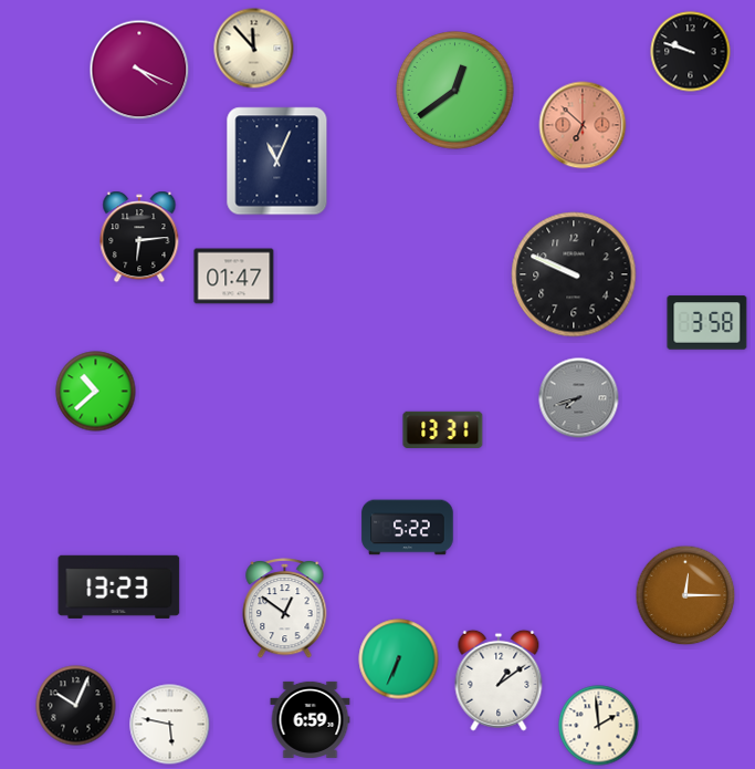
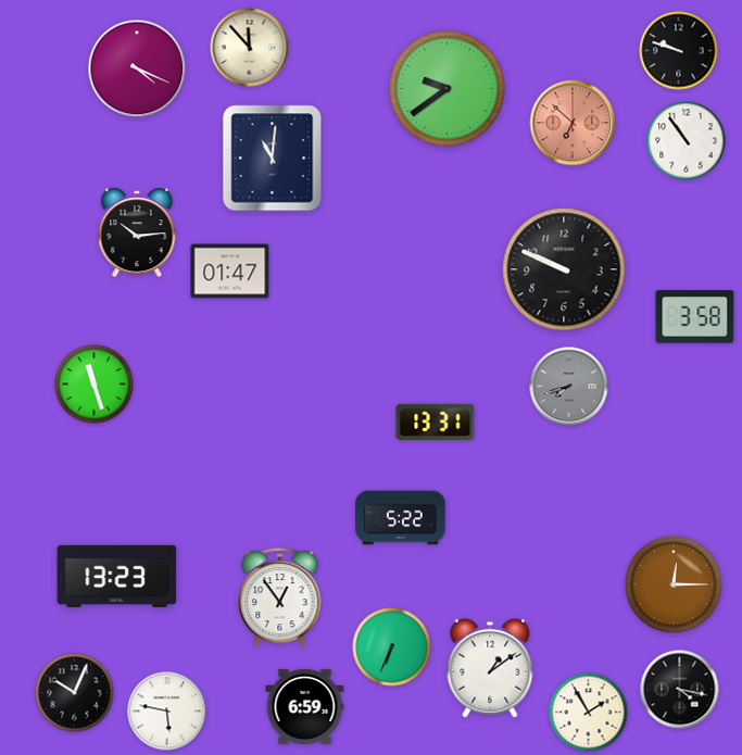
clock at (455, 91): 12:39 -> 9:39
clock at (687, 141): none -> 10:54
clock at (277, 162): 11:04 -> 11:01
clock at (139, 237): 6:14 -> 10:14
clock at (96, 392): 10:38 -> 11:27
clock at (579, 398) position: (579, 398) -> (569, 387)
clock at (285, 607): 12:51 -> 12:54
clock at (680, 690): none -> 4:17
clock at (599, 726): 1:59 -> 1:55
